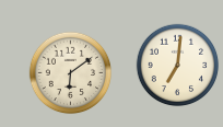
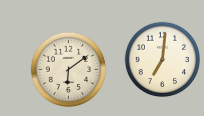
clock at (71, 73) position: (71, 73) -> (69, 70)
